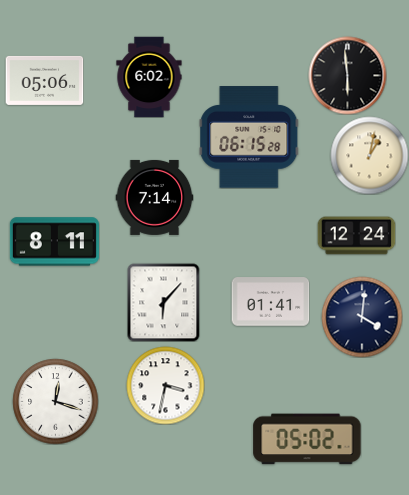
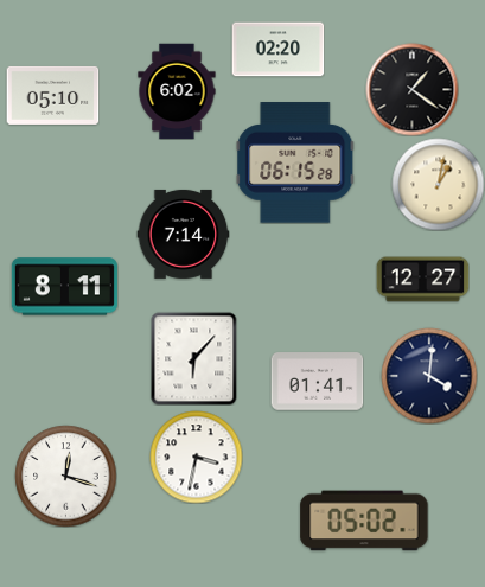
clock at (277, 50): none -> 02:20
clock at (347, 75): 5:59 -> 1:21
clock at (44, 80): 05:06 -> 05:10
clock at (356, 236): 12:24 -> 12:27
clock at (270, 302) position: (270, 302) -> (317, 382)
